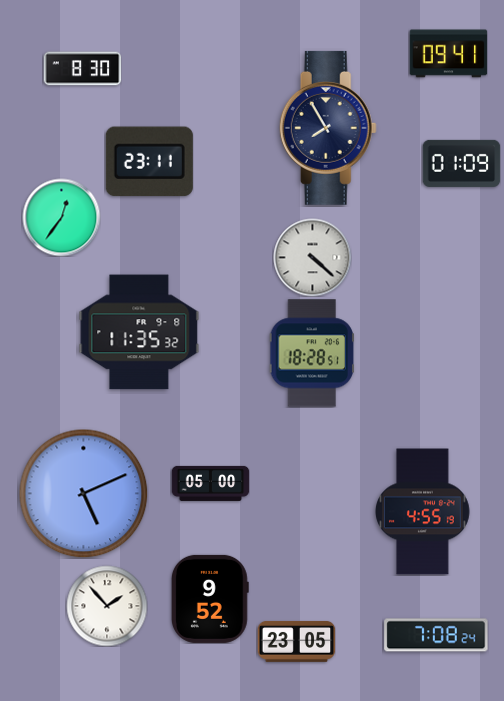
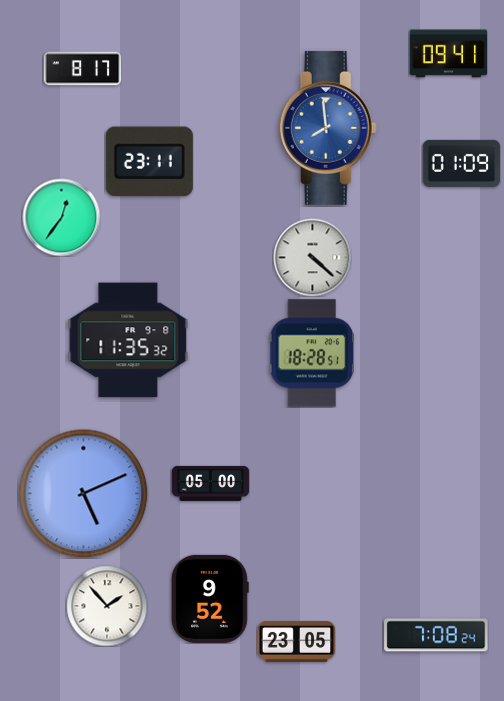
clock at (82, 69): 8:30 -> 8:17
clock at (328, 128): 7:55 -> 7:59
clock at (328, 128) dial: navy -> blue
clock at (139, 332) position: (139, 332) -> (128, 340)
clock at (423, 512): 4:55 -> none
